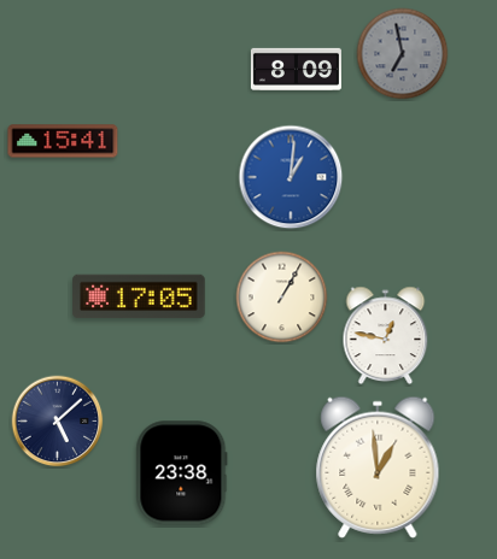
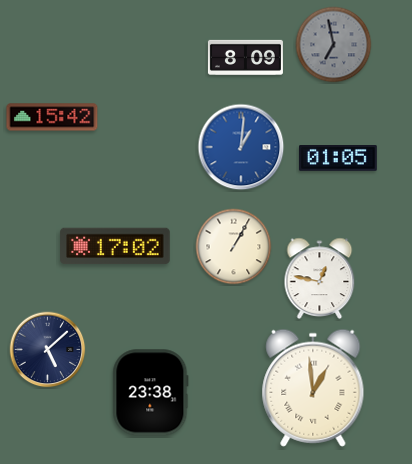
clock at (63, 141): 15:41 -> 15:42
clock at (339, 159): none -> 01:05
clock at (139, 296): 17:05 -> 17:02
